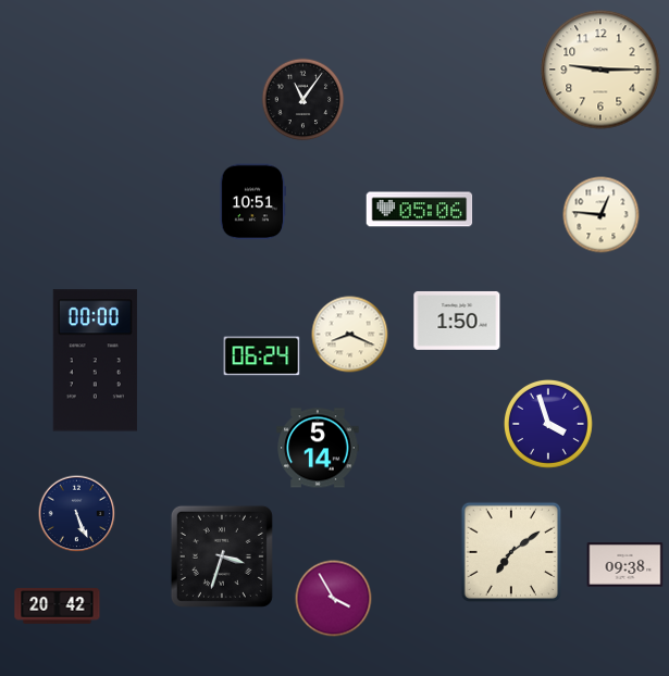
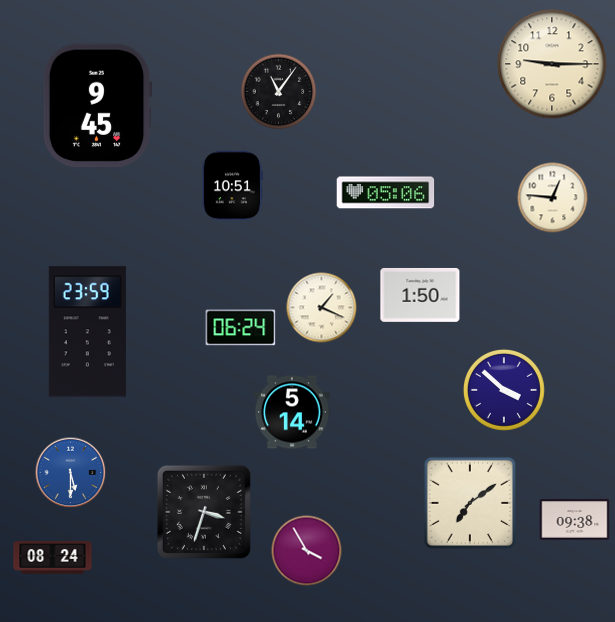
clock at (97, 106): none -> 9:45
clock at (350, 335): 8:19 -> 1:19
clock at (95, 361): 00:00 -> 23:59
clock at (548, 424): 3:57 -> 3:52
clock at (77, 514): 5:26 -> 5:30
clock at (77, 514) dial: navy -> blue
clock at (510, 551) position: (510, 551) -> (469, 502)
clock at (58, 606): 20:42 -> 08:24
